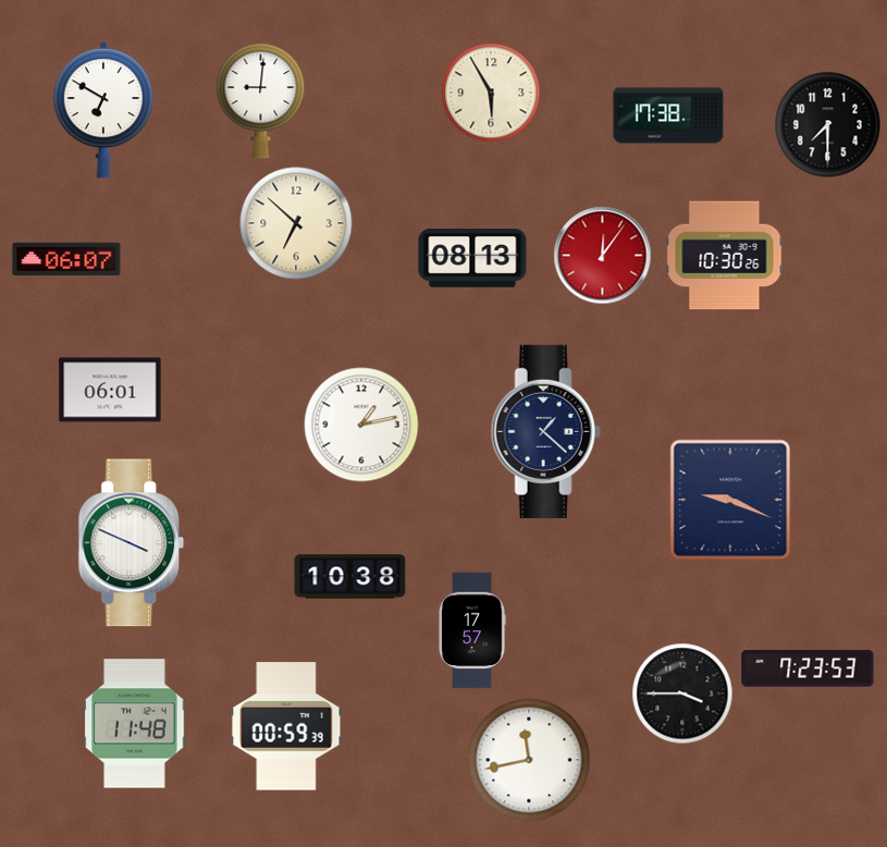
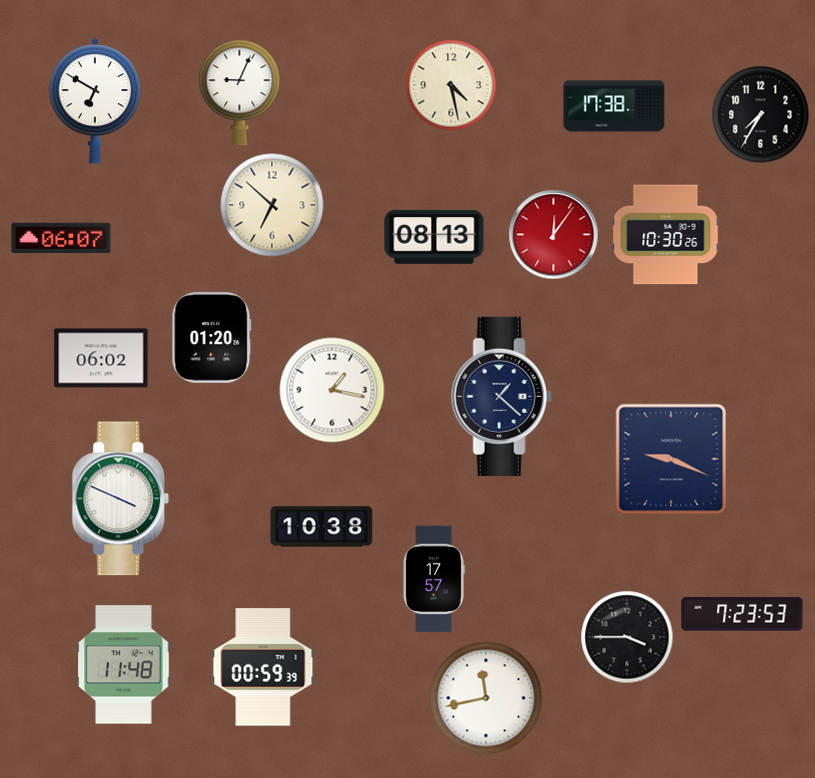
clock at (491, 93): 5:55 -> 4:28
clock at (261, 101): 9:01 -> 9:04
clock at (828, 125): 7:30 -> 7:35
clock at (212, 338): none -> 01:20
clock at (110, 390): 06:01 -> 06:02
clock at (361, 425): 1:13 -> 1:17
clock at (350, 577) position: (350, 577) -> (322, 527)
